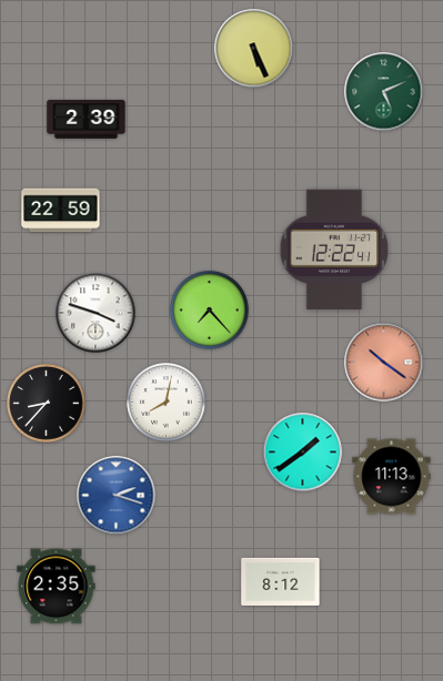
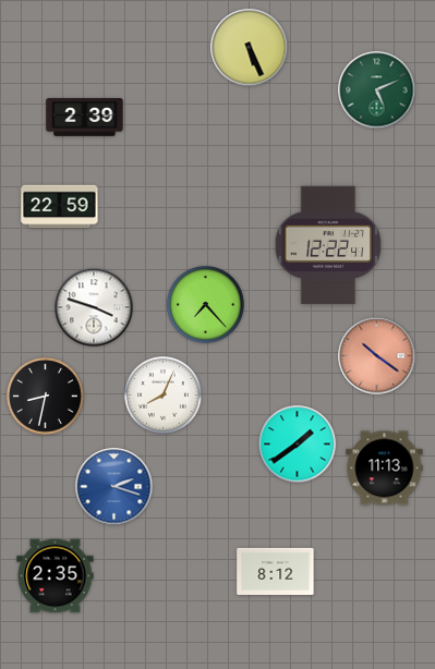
clock at (167, 403): 8:02 -> 8:04
clock at (47, 404): 8:37 -> 8:32
